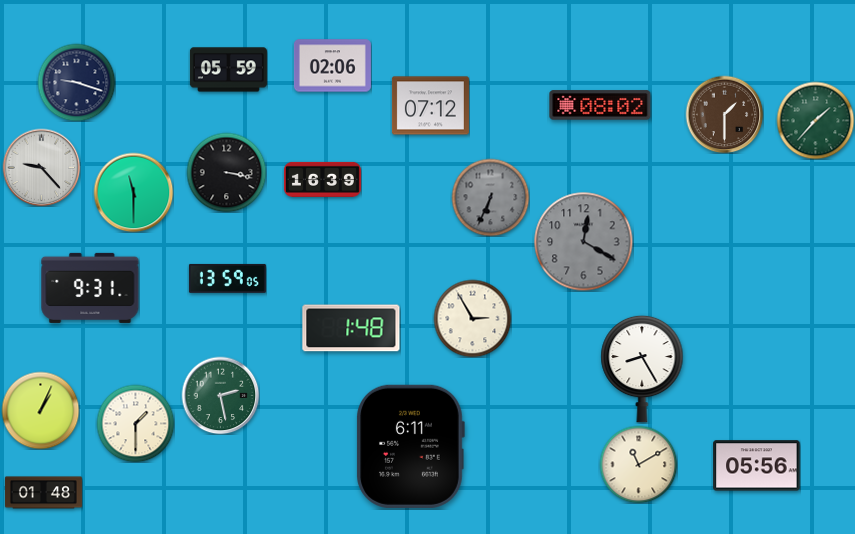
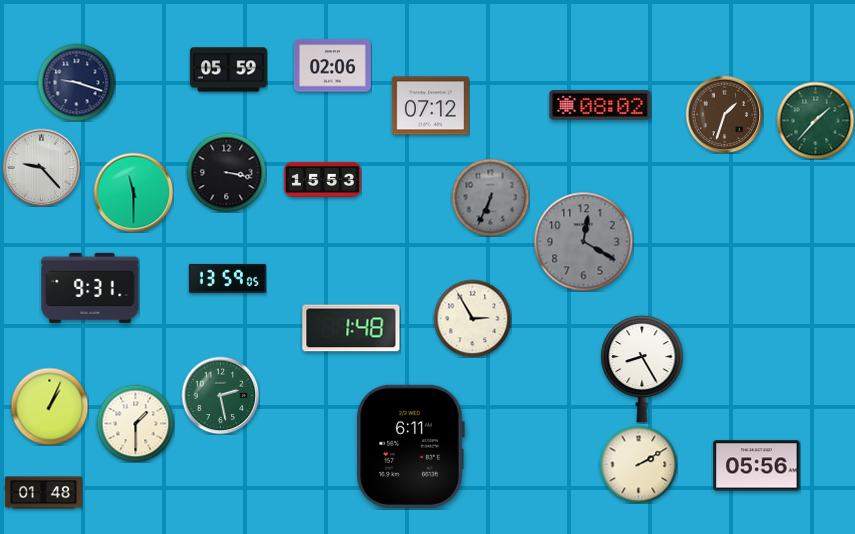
clock at (724, 114): 1:30 -> 1:33
clock at (322, 179): 16:39 -> 15:53
clock at (40, 410) position: (40, 410) -> (49, 406)
clock at (638, 464): 11:10 -> 2:10
